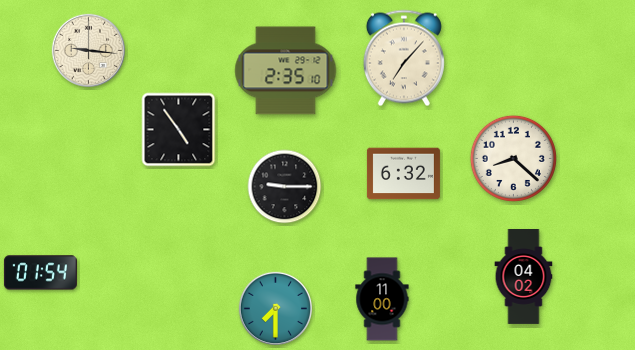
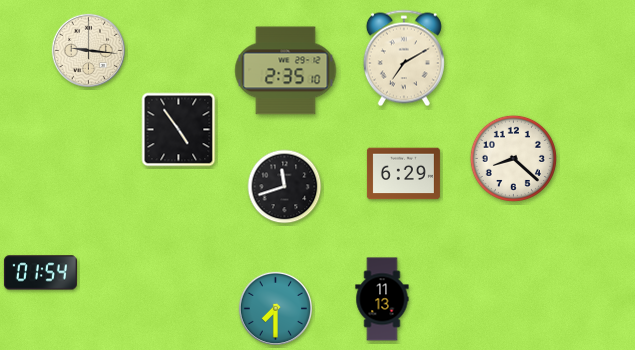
clock at (404, 58): 7:07 -> 7:10
clock at (403, 174): 6:32 -> 6:29
clock at (285, 187): 9:15 -> 11:42
clock at (524, 277): 04:02 -> none
clock at (382, 299): 11:00 -> 11:13
